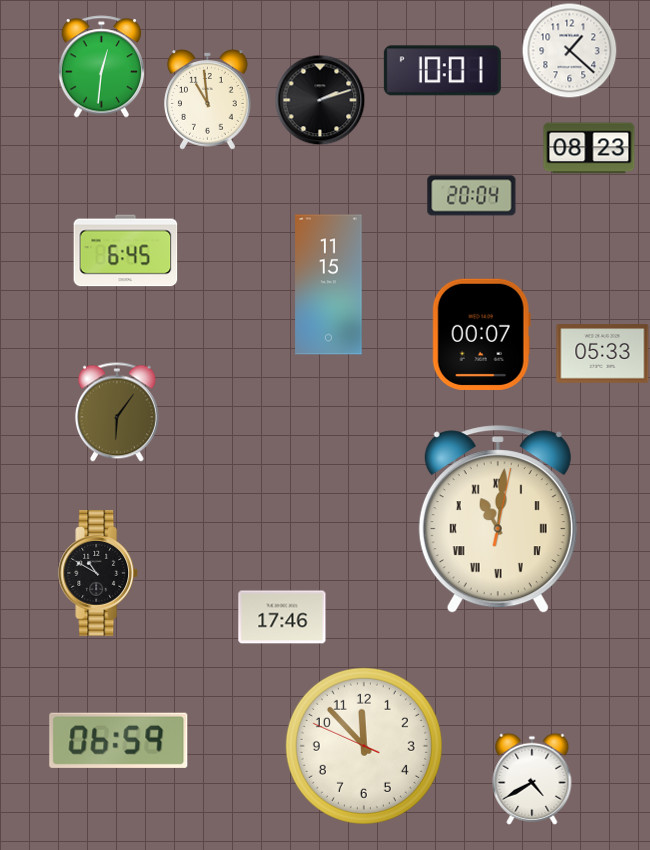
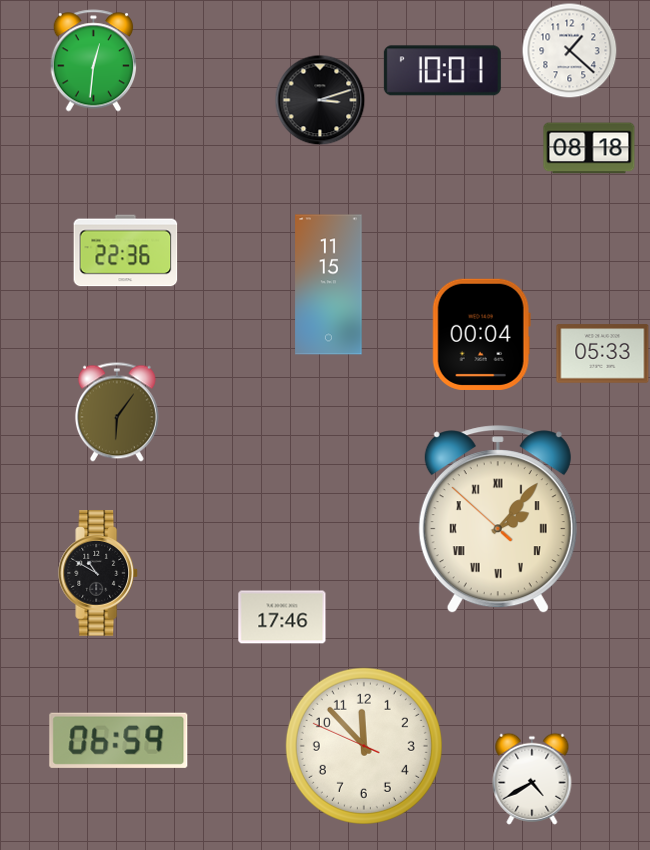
clock at (102, 67) position: (102, 67) -> (94, 61)
clock at (208, 100): 10:59 -> none
clock at (320, 100): 2:12 -> 3:12
clock at (589, 148): 08:23 -> 08:18
clock at (472, 196): 20:04 -> none
clock at (126, 251): 6:45 -> 22:36
clock at (481, 334): 00:07 -> 00:04
clock at (498, 520): 11:01 -> 2:06
